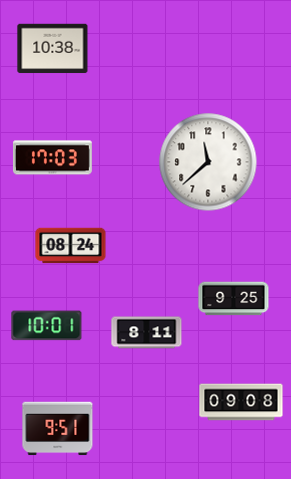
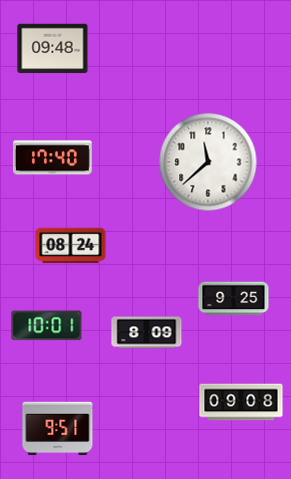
clock at (53, 49): 10:38 -> 09:48
clock at (52, 158): 17:03 -> 17:40
clock at (147, 333): 8:11 -> 8:09
